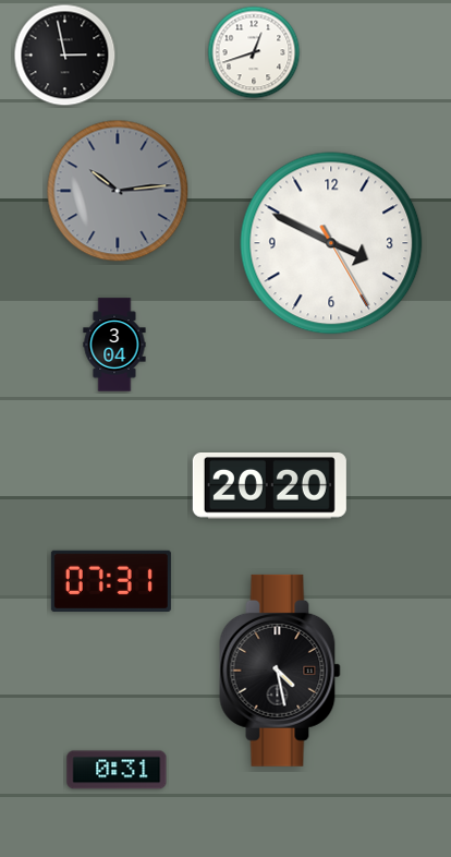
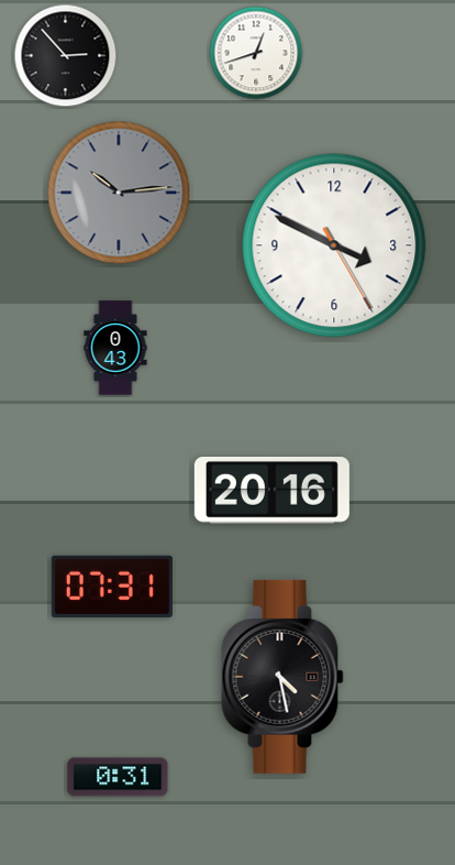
clock at (65, 56): 2:58 -> 2:53
clock at (114, 345): 3:04 -> 0:43
clock at (269, 486): 20:20 -> 20:16
